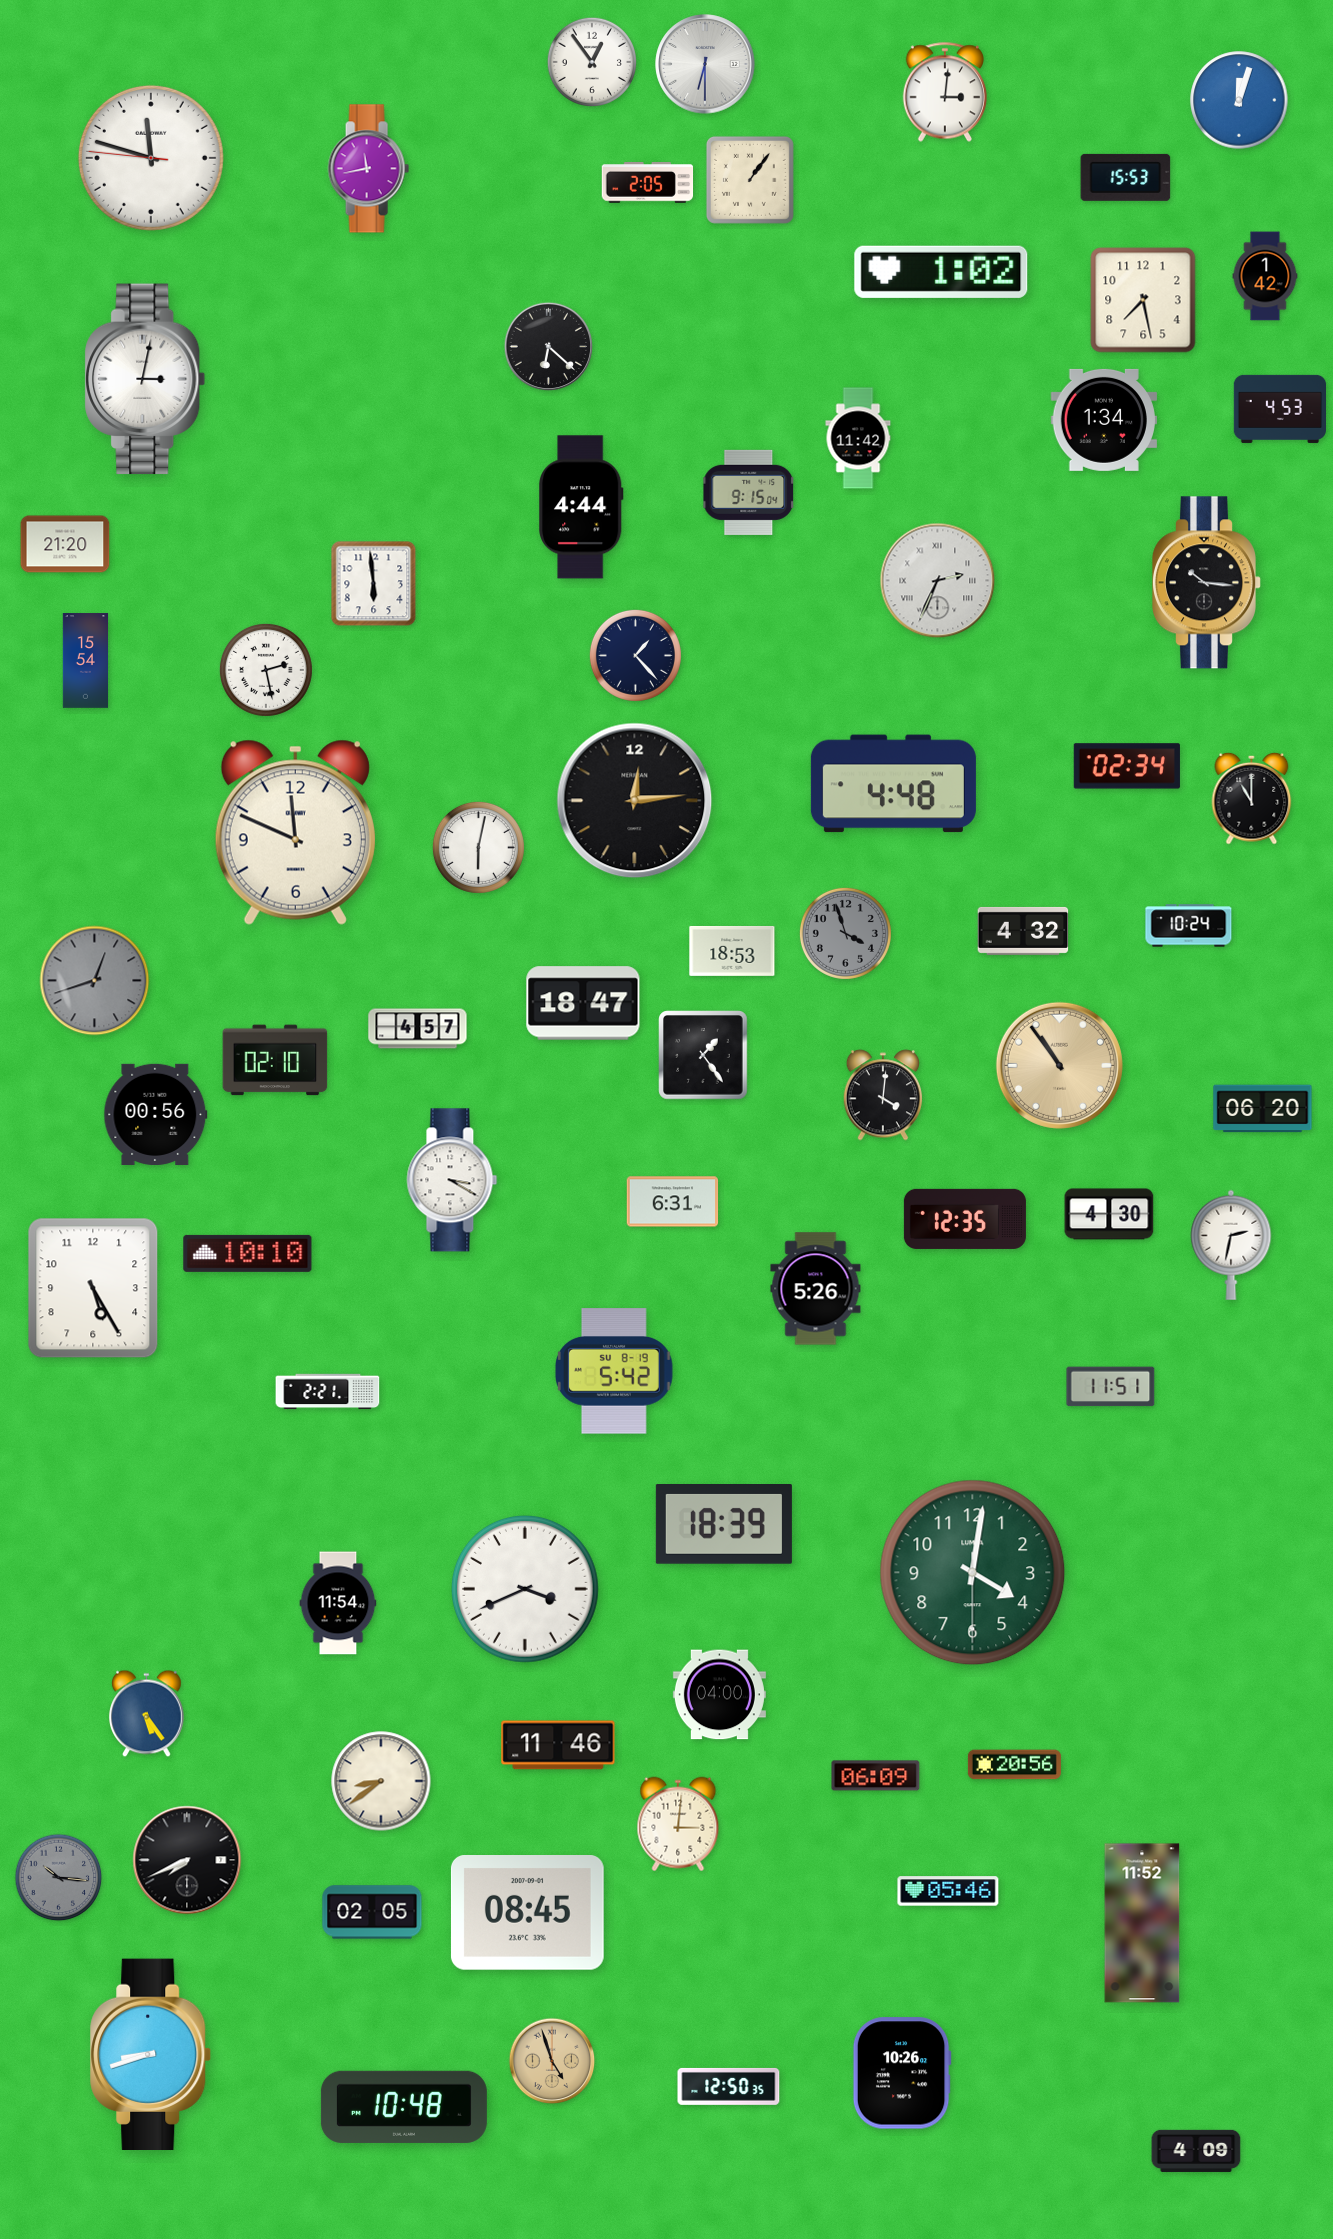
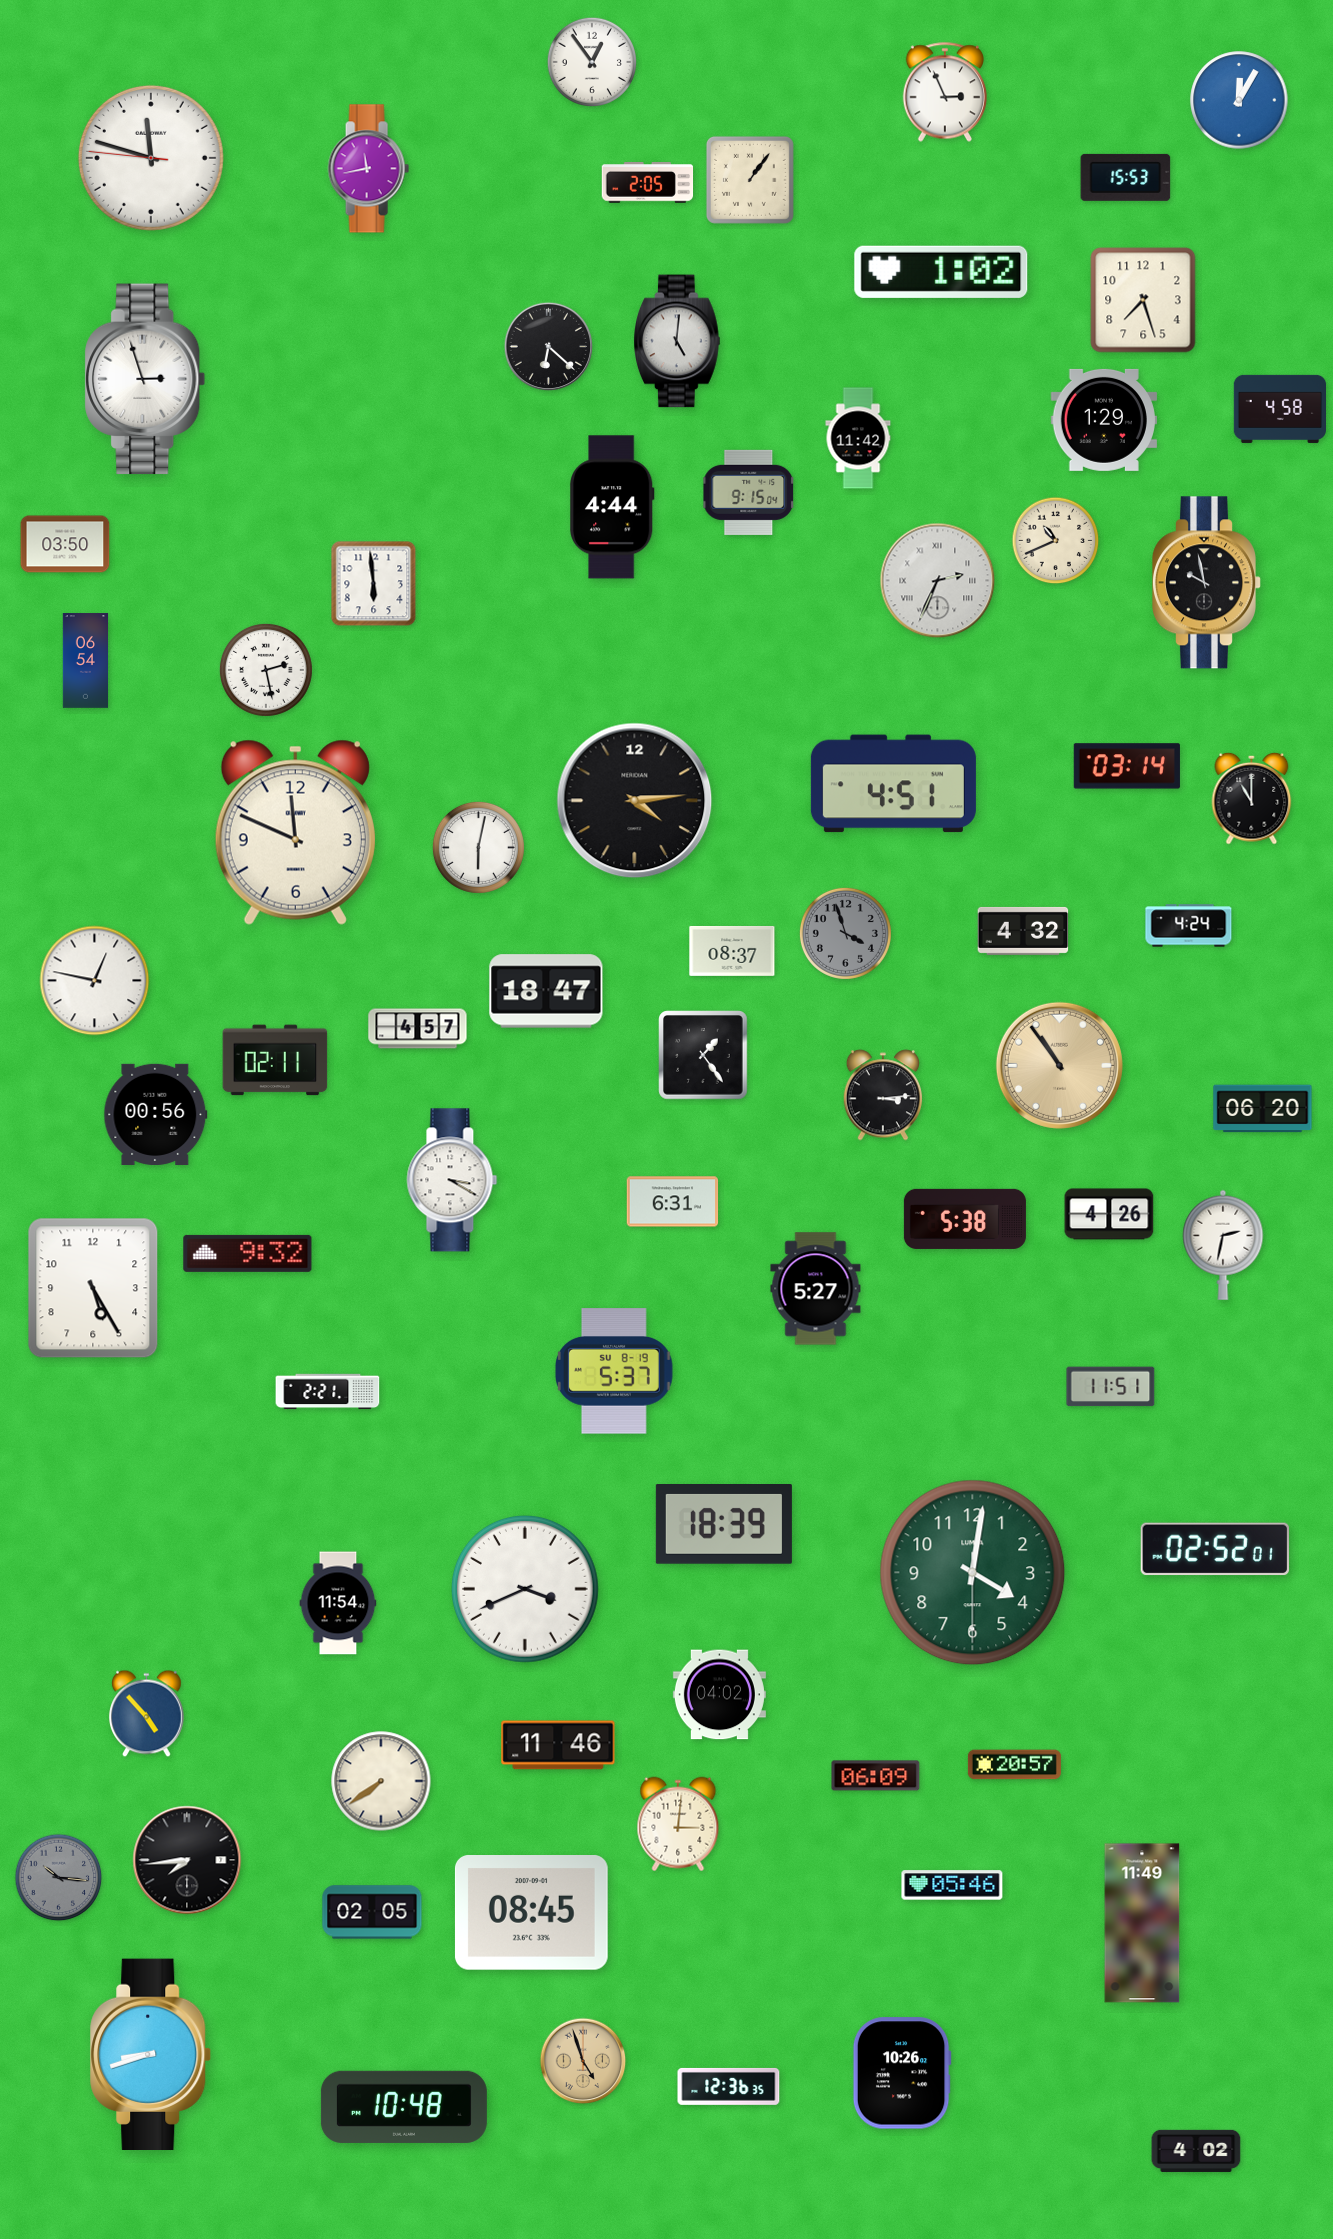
clock at (705, 64): 6:30 -> none
clock at (944, 92): 3:01 -> 2:56
clock at (1239, 100): 12:03 -> 12:05
clock at (1265, 276): 1:42 -> none
clock at (1143, 300): 7:28 -> 7:27
clock at (678, 341): none -> 5:01
clock at (145, 379): 3:02 -> 2:57
clock at (1279, 409): 4:53 -> 4:58
clock at (1104, 420): 1:34 -> 1:29
clock at (581, 507) position: (581, 507) -> (612, 507)
clock at (1056, 541): none -> 10:41
clock at (65, 544): 21:20 -> 03:50
clock at (1206, 583): 10:16 -> 9:58
clock at (635, 655): 1:23 -> none
clock at (86, 661): 15:54 -> 06:54
clock at (1127, 766): 02:34 -> 03:14
clock at (893, 784): 4:48 -> 4:51
clock at (635, 801): 12:14 -> 4:14
clock at (1189, 926): 10:24 -> 4:24
clock at (732, 951): 18:53 -> 08:37
clock at (95, 981): 12:42 -> 12:47
clock at (95, 981) dial: grey -> white
clock at (583, 1003) position: (583, 1003) -> (546, 991)
clock at (275, 1060): 02:10 -> 02:11
clock at (883, 1095): 4:01 -> 3:14
clock at (1109, 1214): 4:30 -> 4:26
clock at (965, 1219): 12:35 -> 5:38
clock at (1231, 1245) position: (1231, 1245) -> (1223, 1245)
clock at (248, 1253): 10:10 -> 9:32
clock at (816, 1289): 5:26 -> 5:27
clock at (614, 1371): 5:42 -> 5:37
clock at (1214, 1549): none -> 02:52
clock at (719, 1695): 04:00 -> 04:02
clock at (147, 1714): 5:24 -> 4:53
clock at (1014, 1765): 20:56 -> 20:57
clock at (381, 1781): 8:39 -> 7:39
clock at (187, 1860): 7:41 -> 7:44
clock at (948, 1891) position: (948, 1891) -> (952, 1885)
clock at (527, 1913) position: (527, 1913) -> (531, 1913)
clock at (1142, 1923): 11:52 -> 11:49
clock at (552, 2061) position: (552, 2061) -> (583, 2061)
clock at (729, 2086): 12:50 -> 12:36
clock at (1196, 2150): 4:09 -> 4:02
